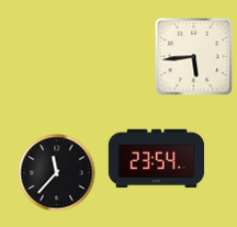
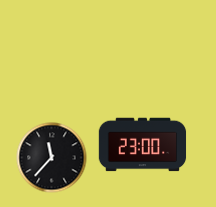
clock at (194, 57): 5:44 -> none
clock at (157, 159): 23:54 -> 23:00
